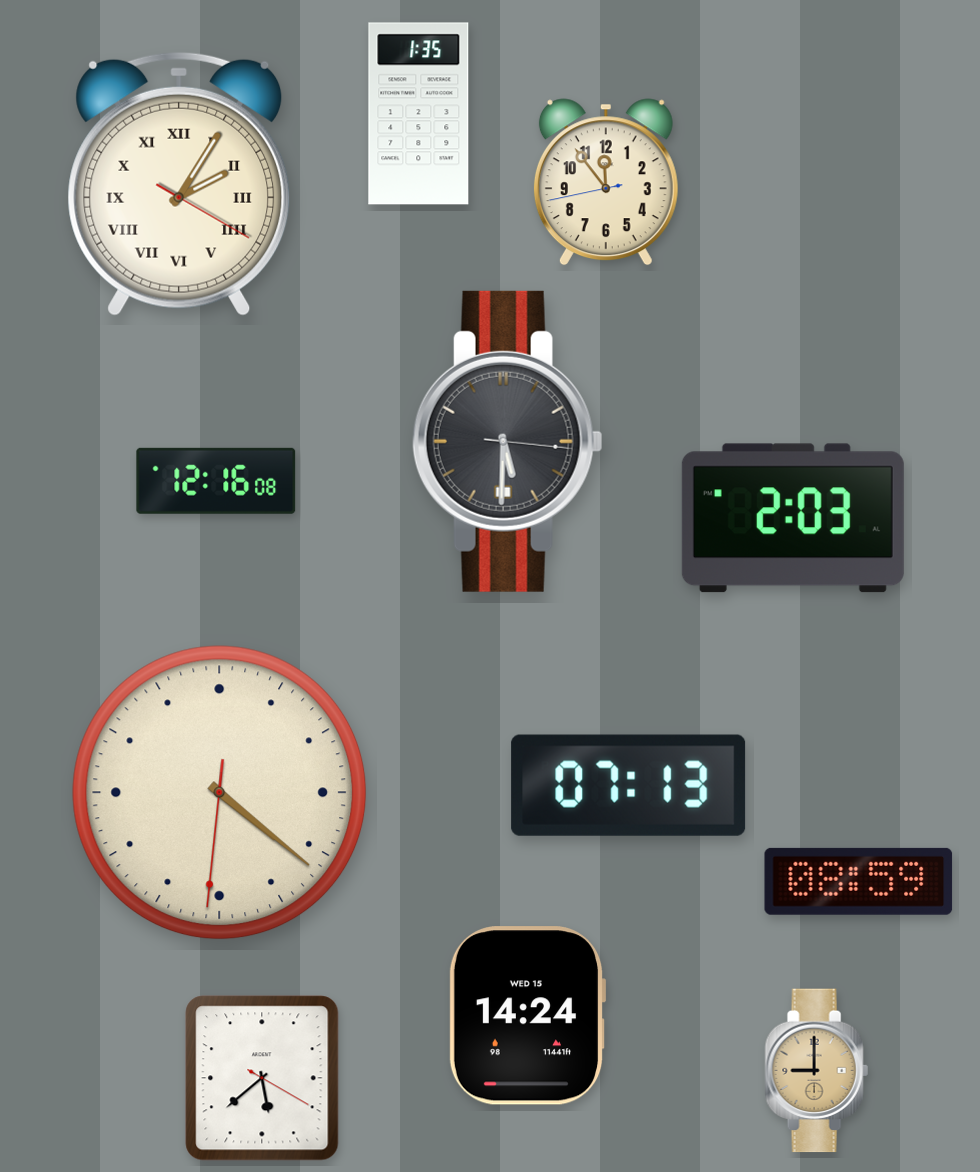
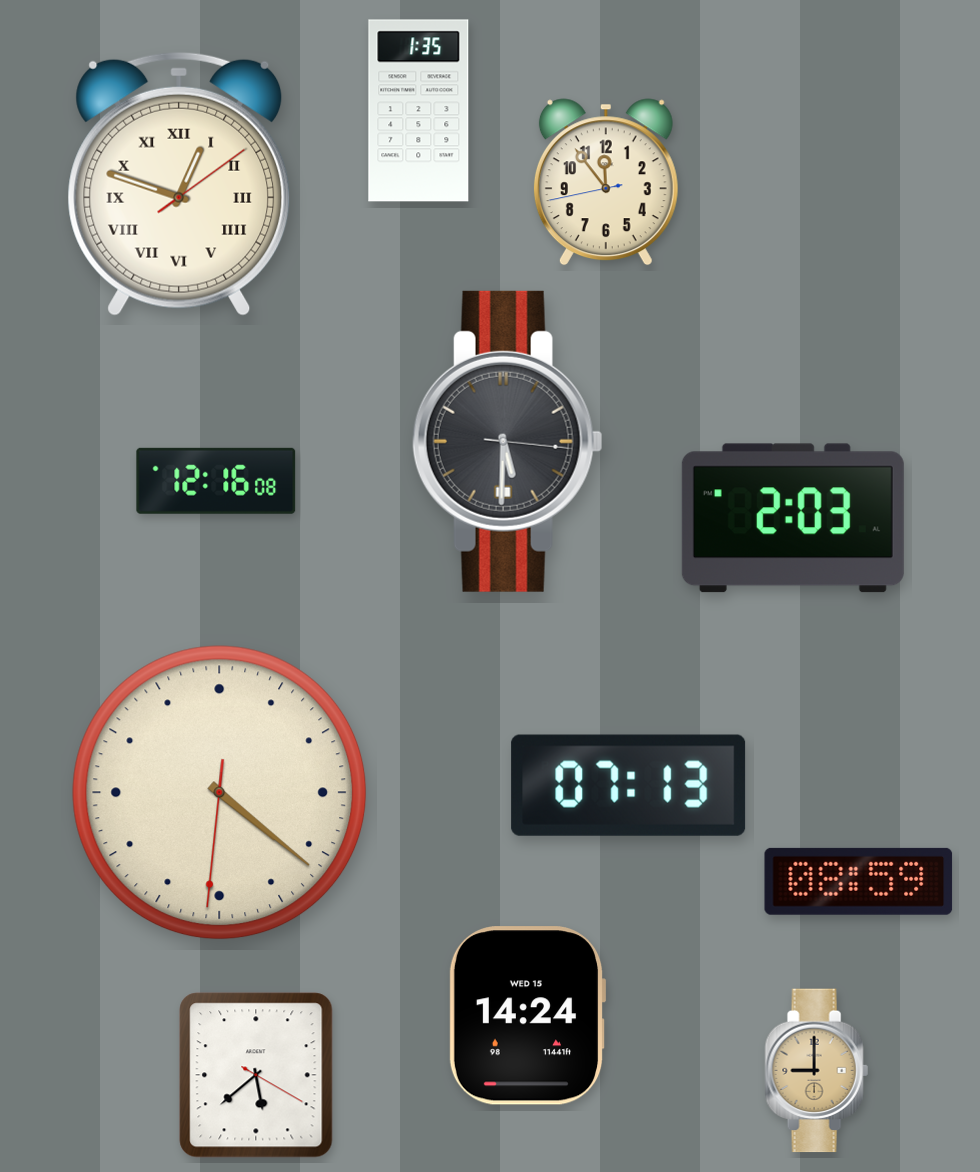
clock at (419, 114) position: (419, 114) -> (419, 111)
clock at (179, 184): 2:05 -> 12:48
clock at (262, 1078) position: (262, 1078) -> (256, 1075)
